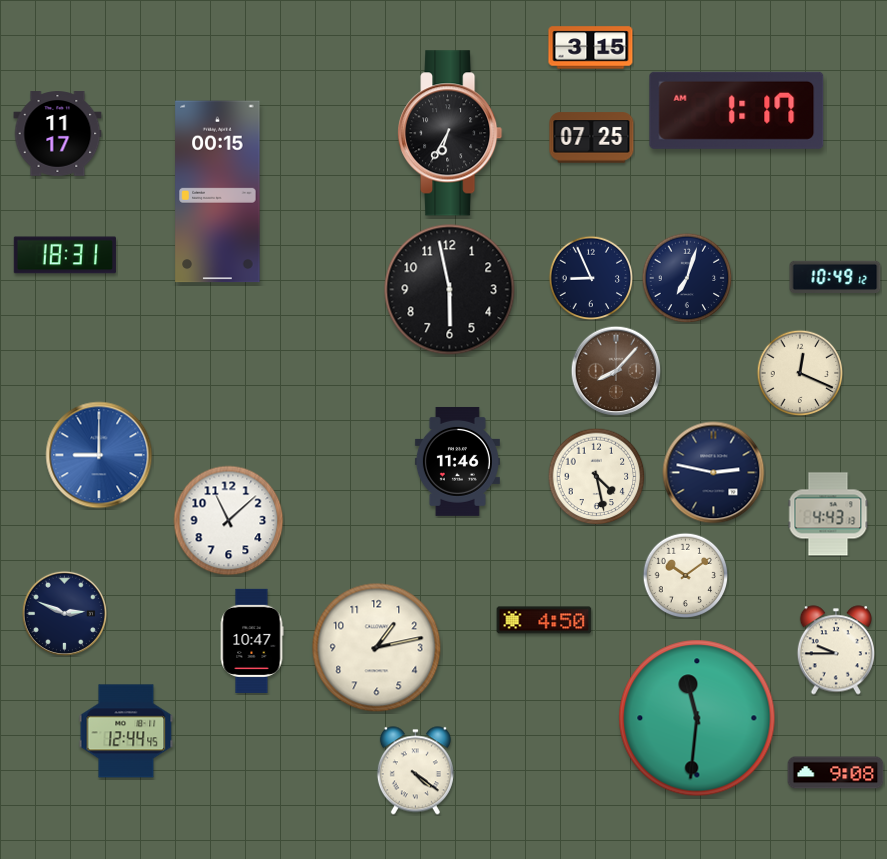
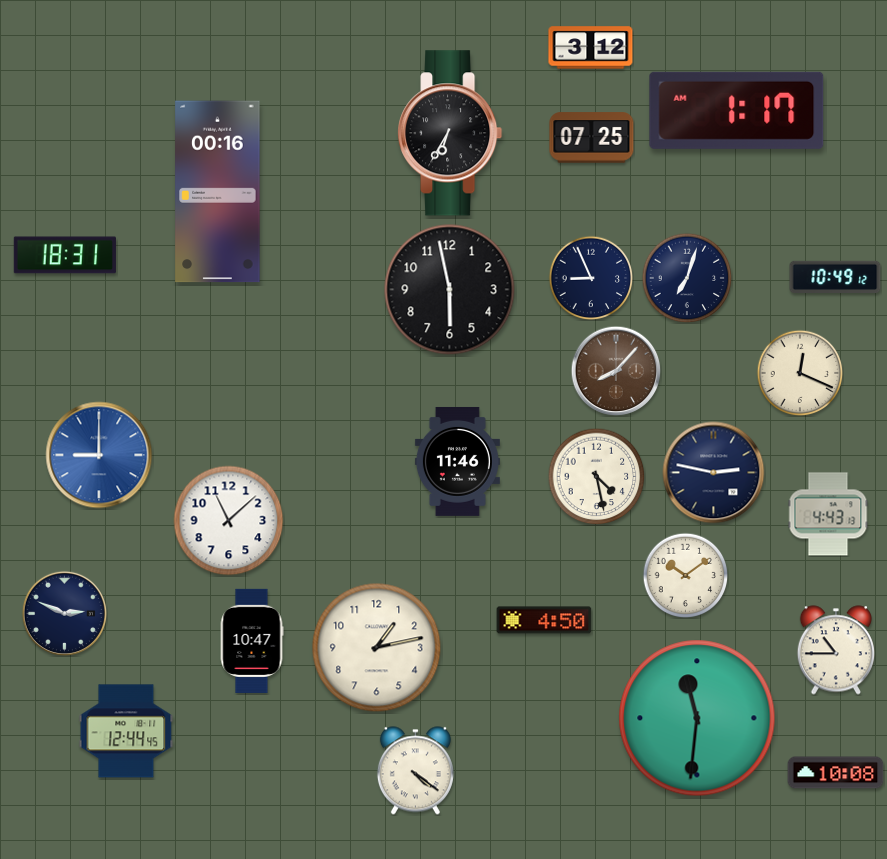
clock at (591, 48): 3:15 -> 3:12
clock at (58, 134): 11:17 -> none
clock at (218, 192): 00:15 -> 00:16
clock at (835, 650): 9:45 -> 10:45
clock at (836, 773): 9:08 -> 10:08
